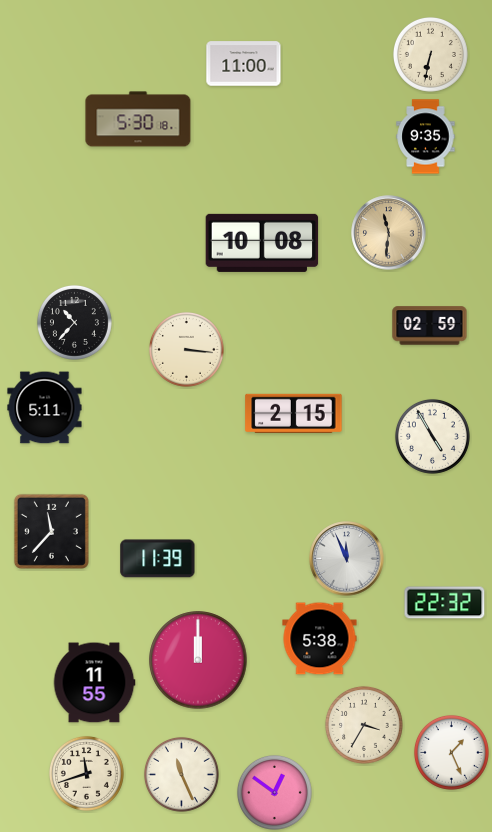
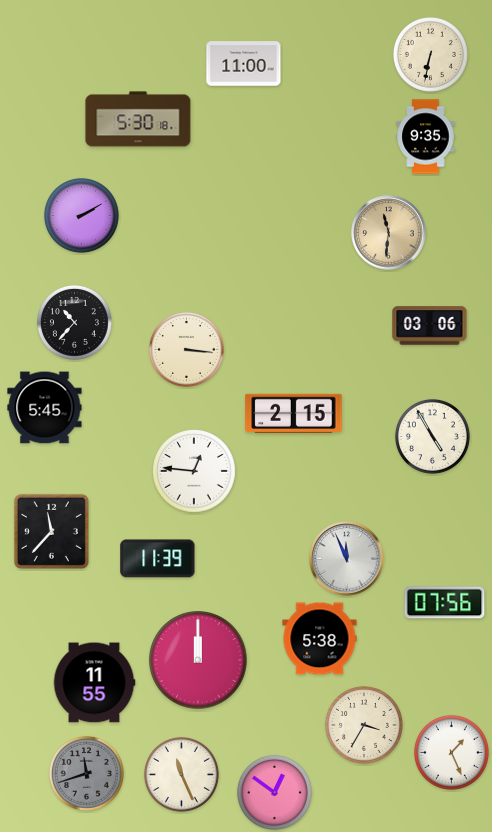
clock at (81, 215): none -> 2:10
clock at (262, 243): 10:08 -> none
clock at (430, 326): 02:59 -> 03:06
clock at (45, 408): 5:11 -> 5:45
clock at (194, 471): none -> 12:46
clock at (445, 603): 22:32 -> 07:56
clock at (86, 773) dial: cream -> grey
